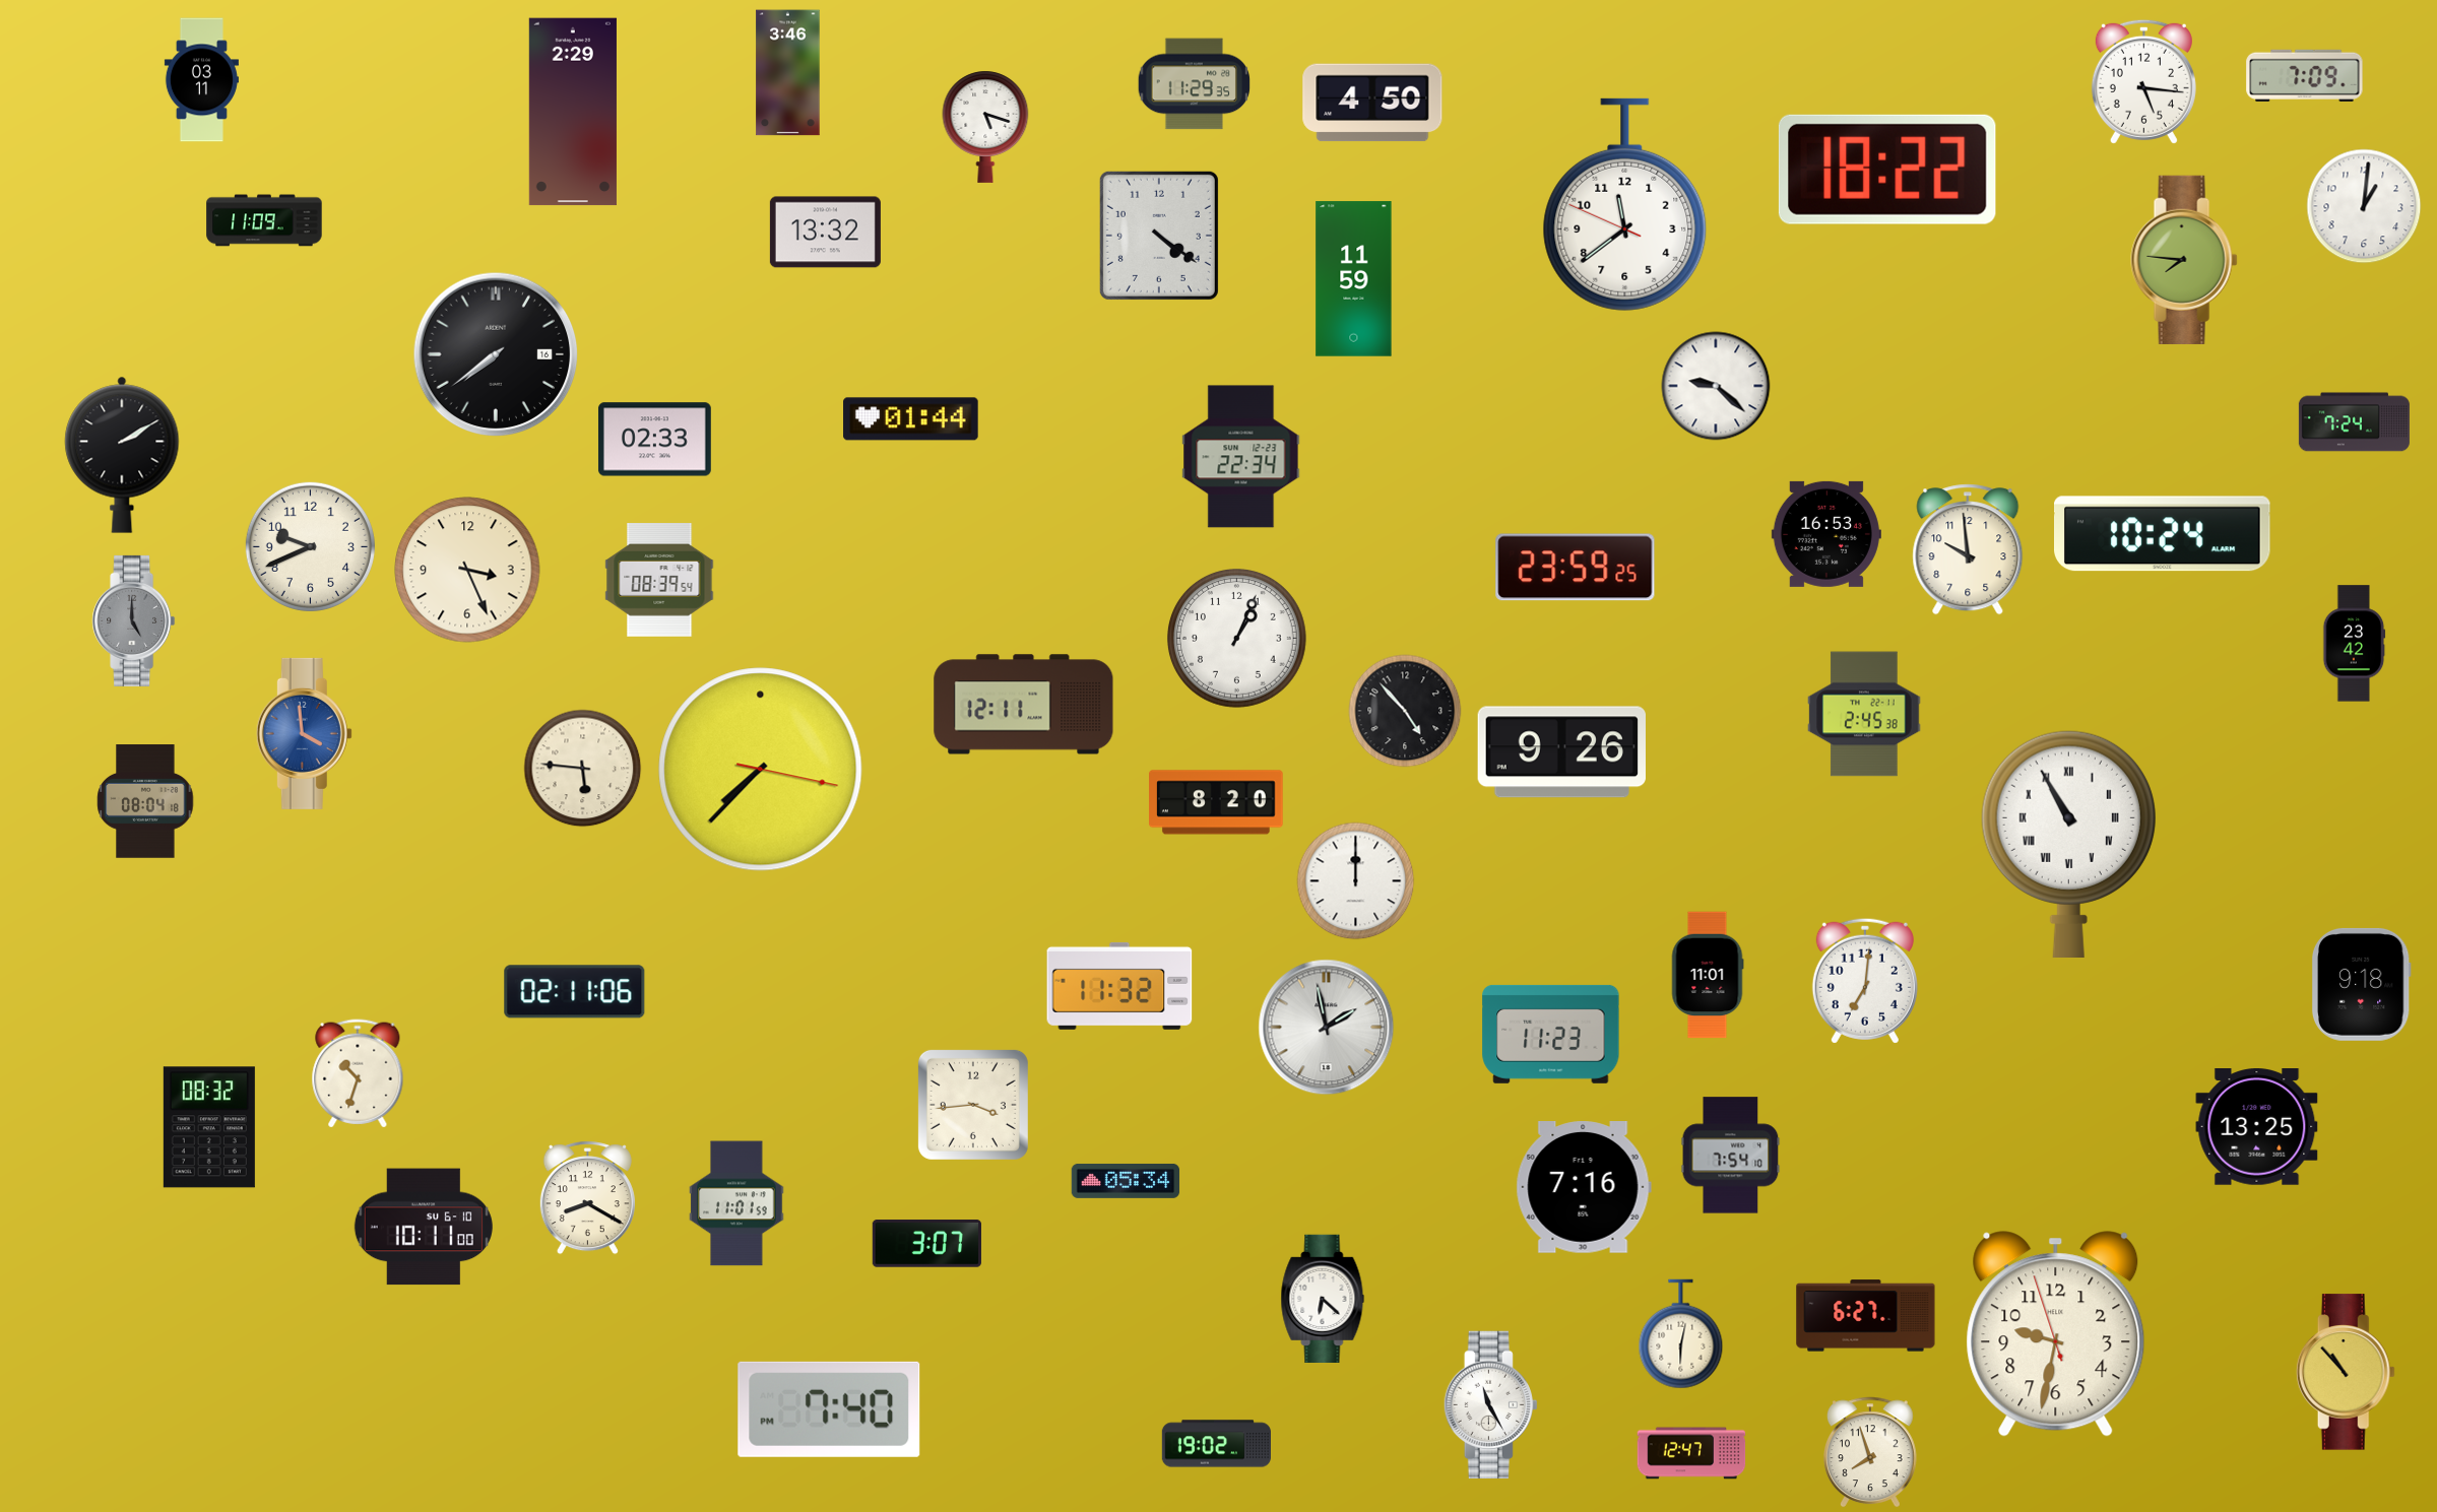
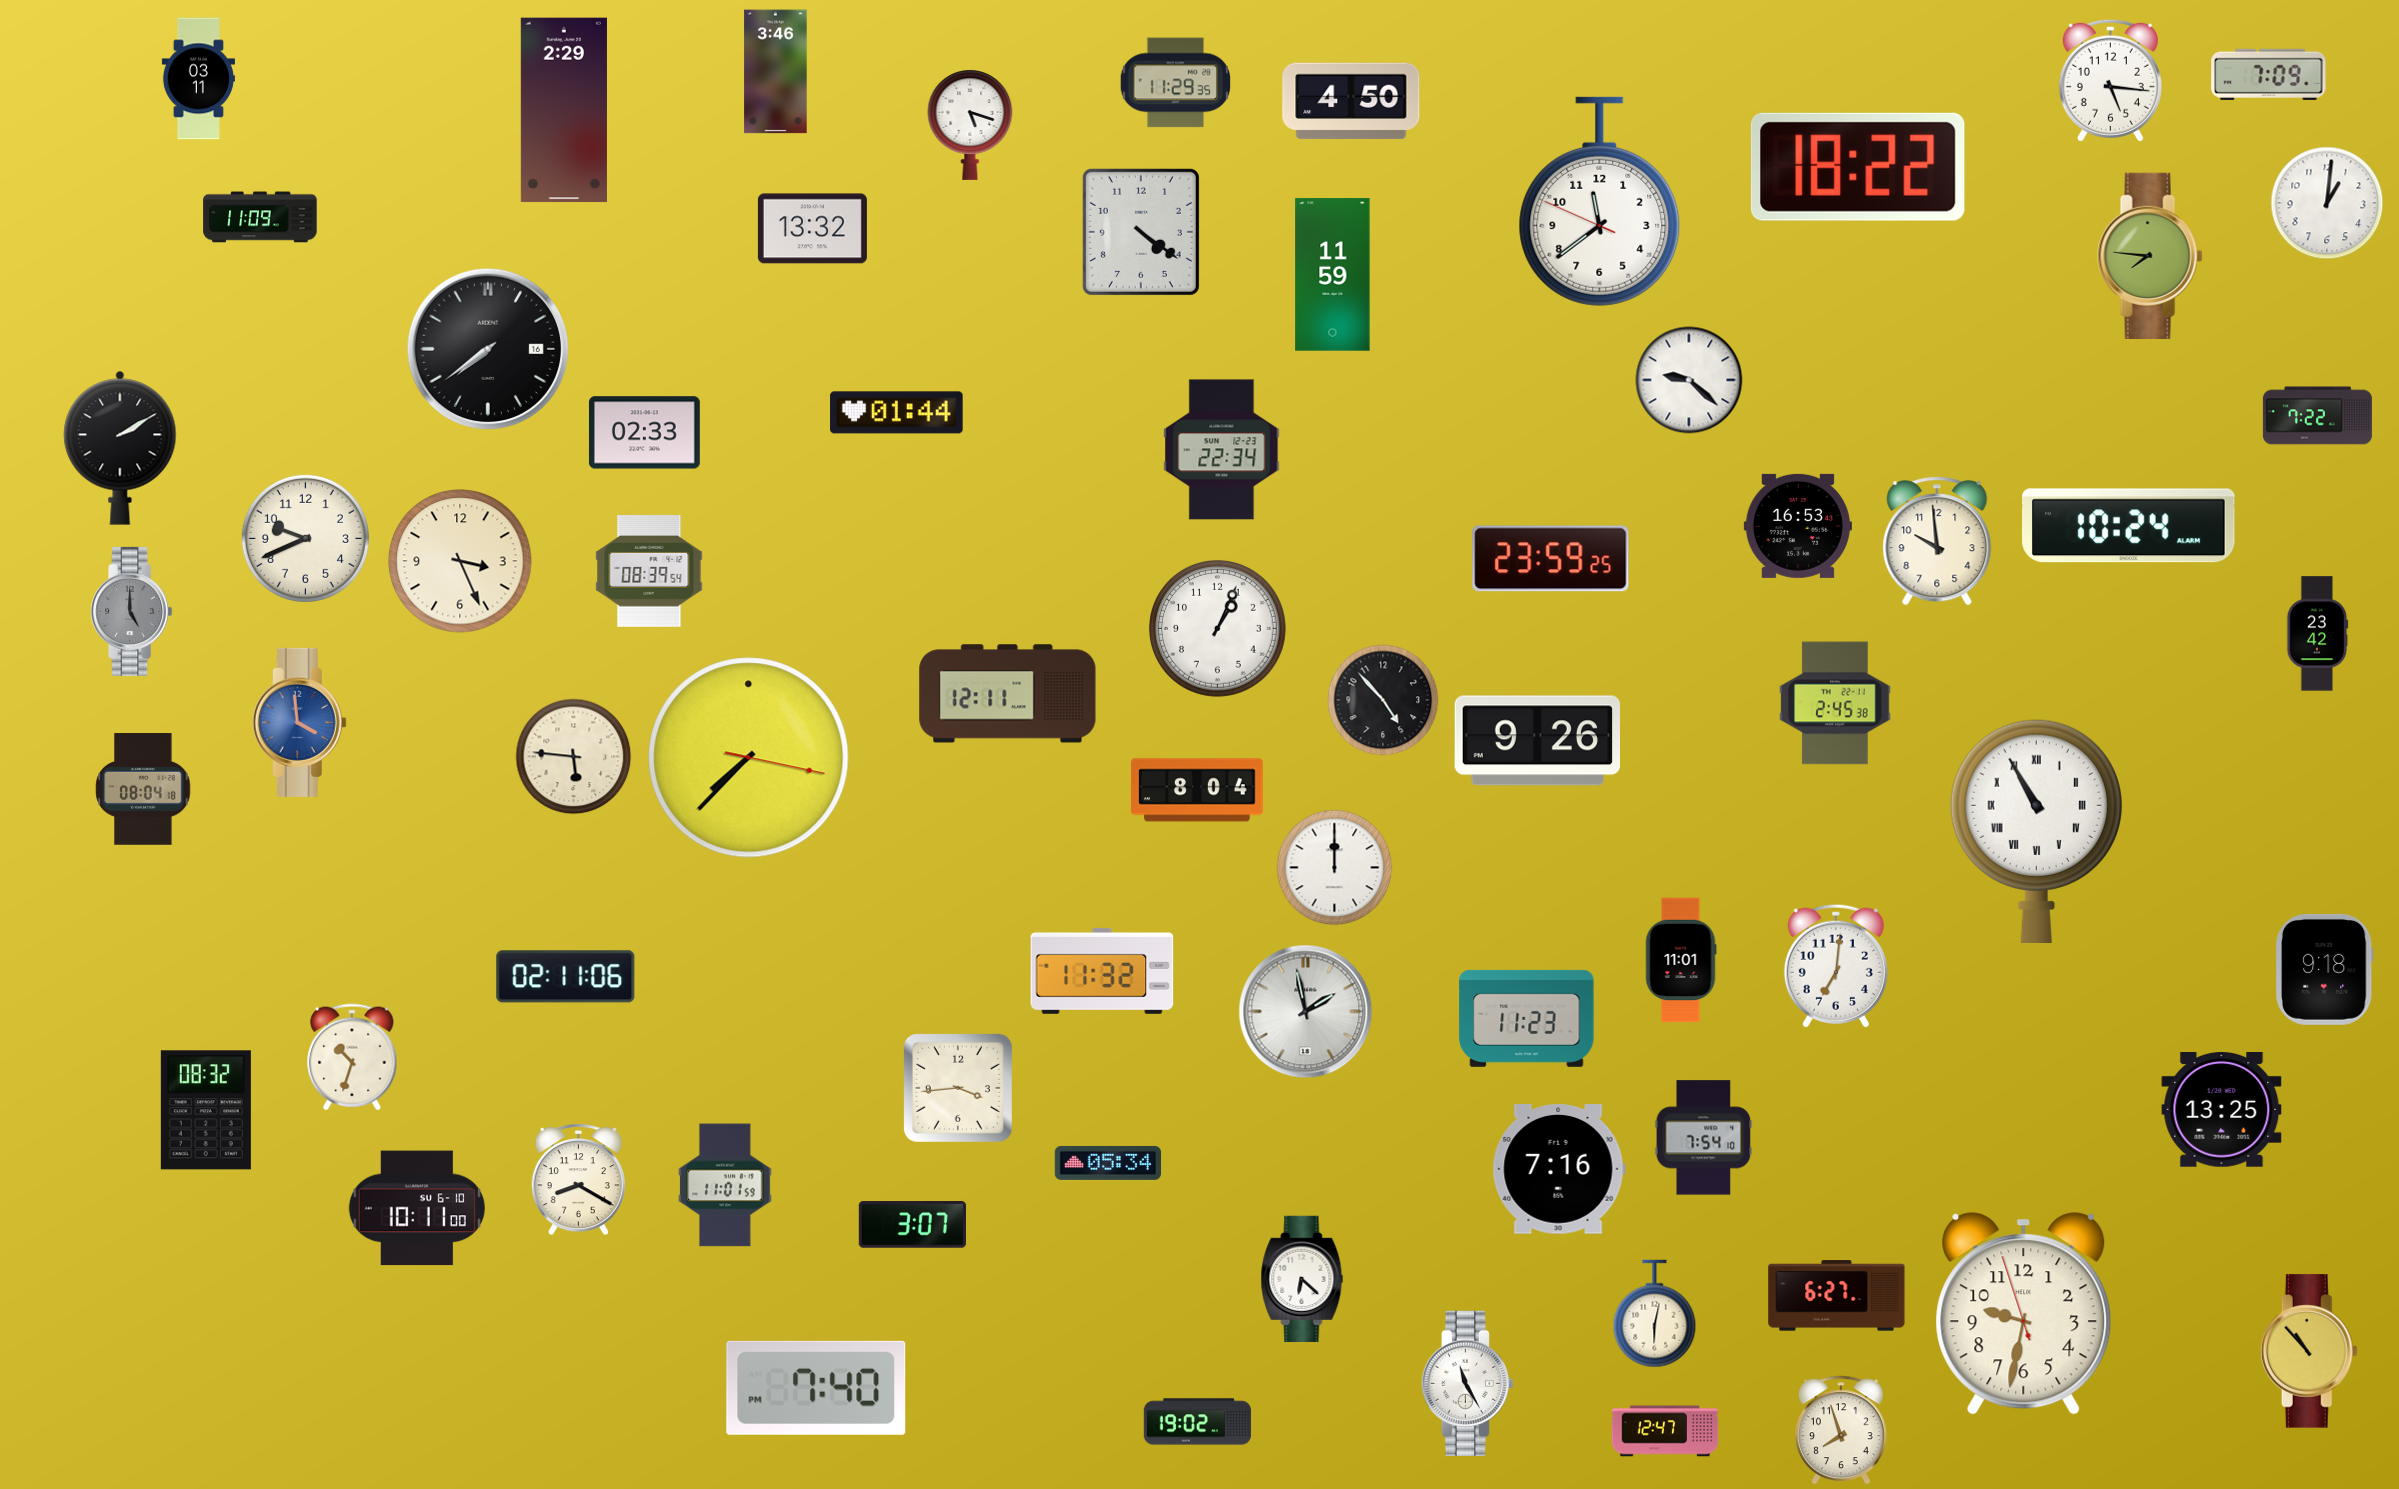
clock at (2354, 422): 7:24 -> 7:22
clock at (1217, 802): 8:20 -> 8:04
